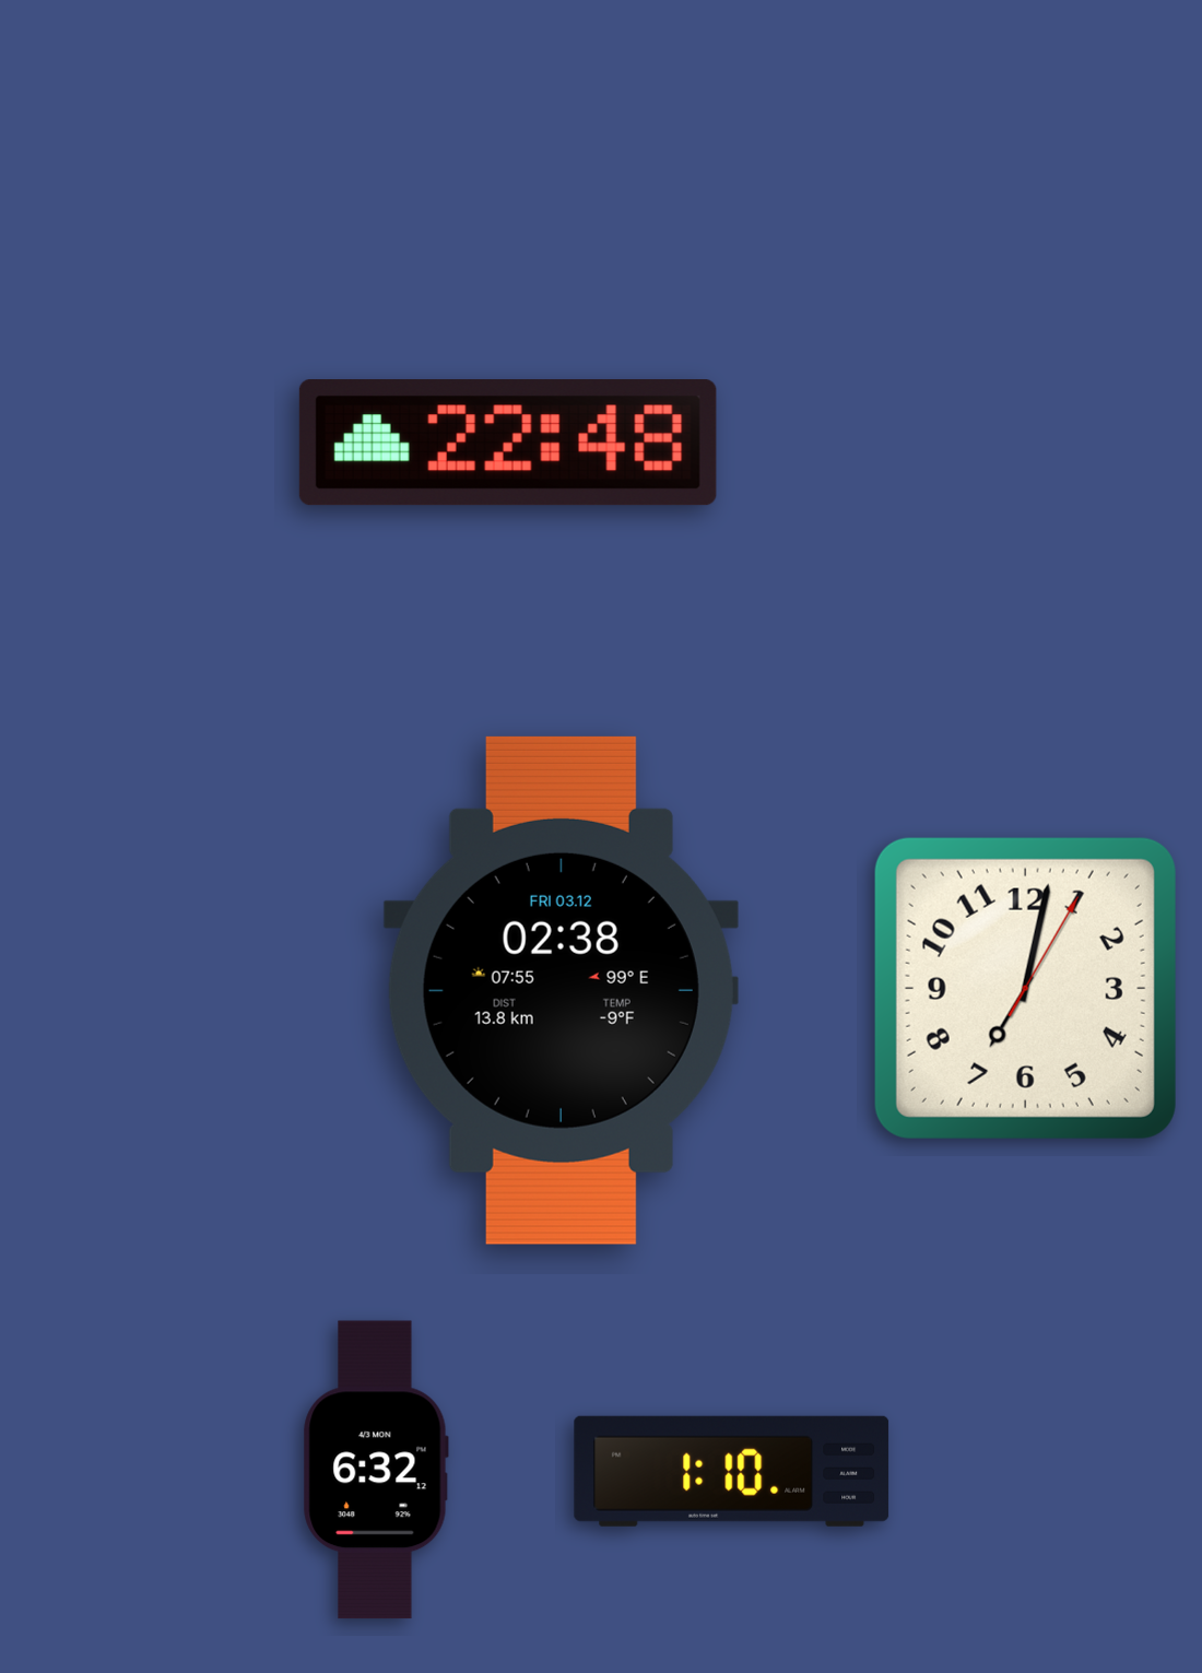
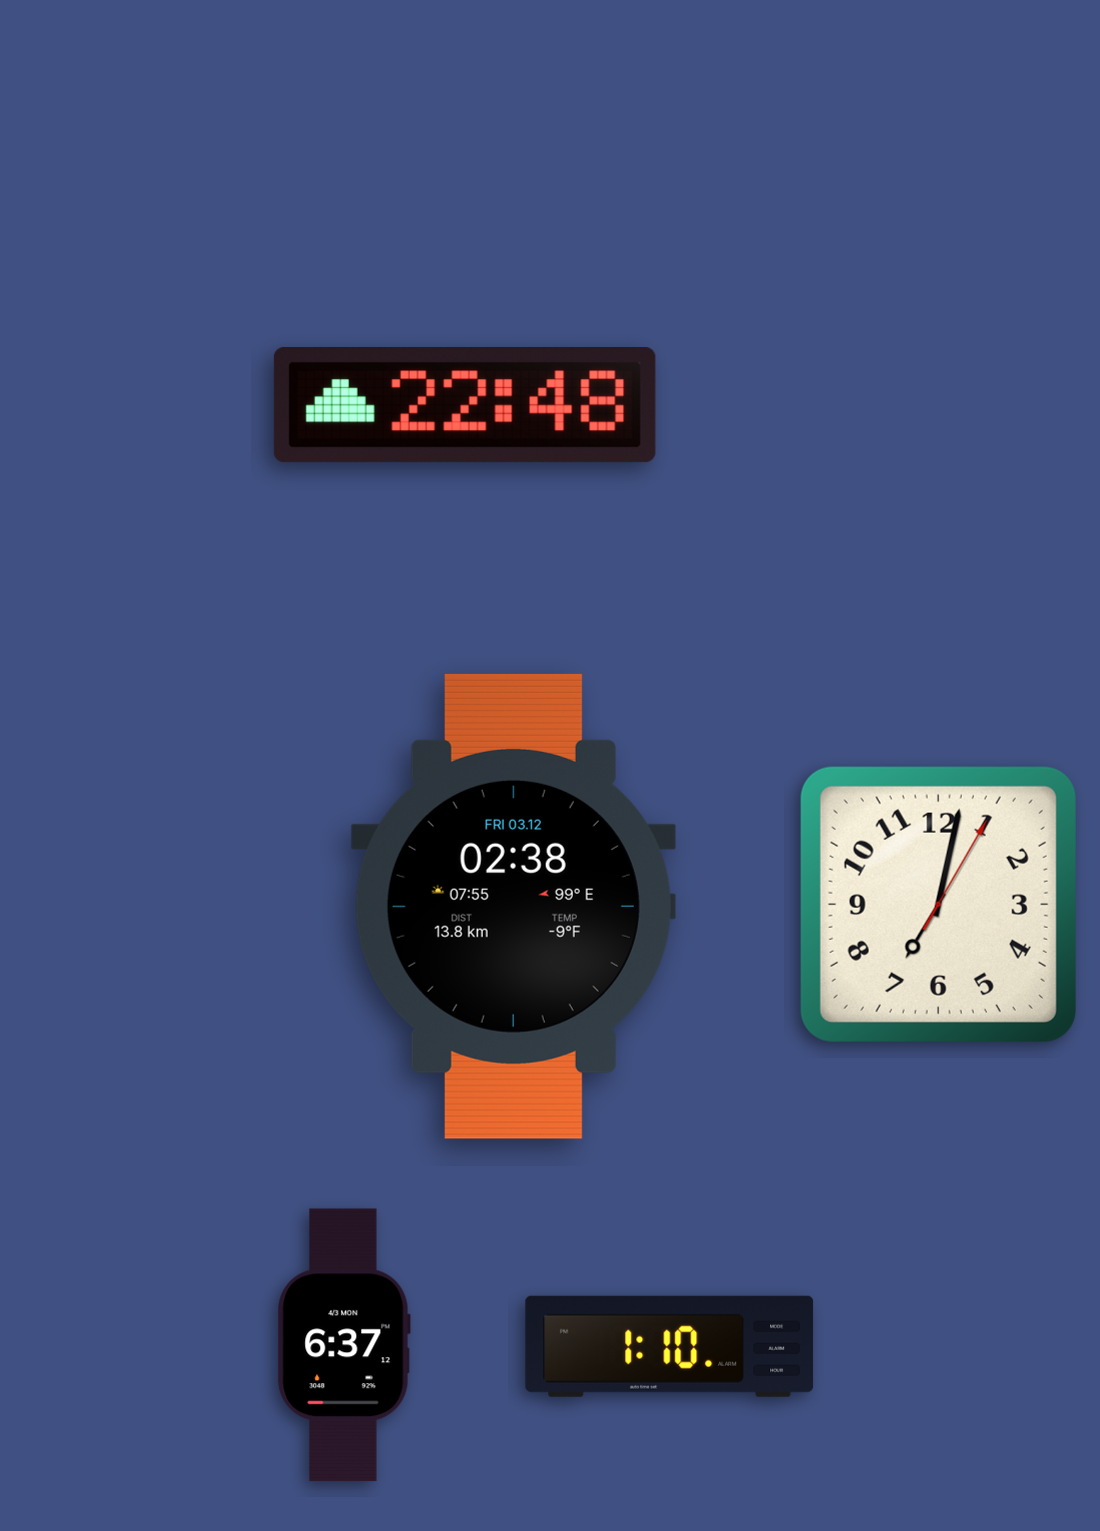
clock at (376, 1470): 6:32 -> 6:37
